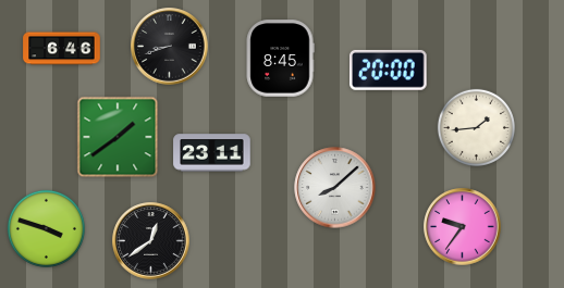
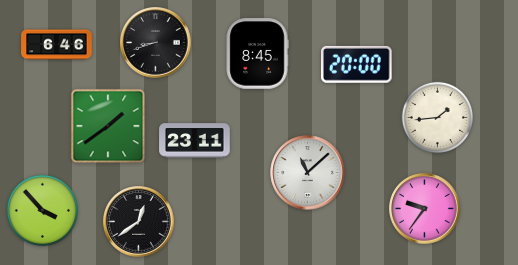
clock at (335, 188): 8:08 -> 11:08
clock at (46, 228): 3:48 -> 3:53
